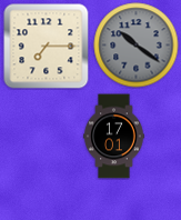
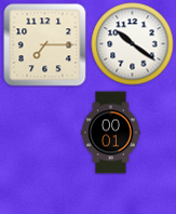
clock at (137, 46) dial: grey -> white
clock at (114, 137): 17:01 -> 00:01
